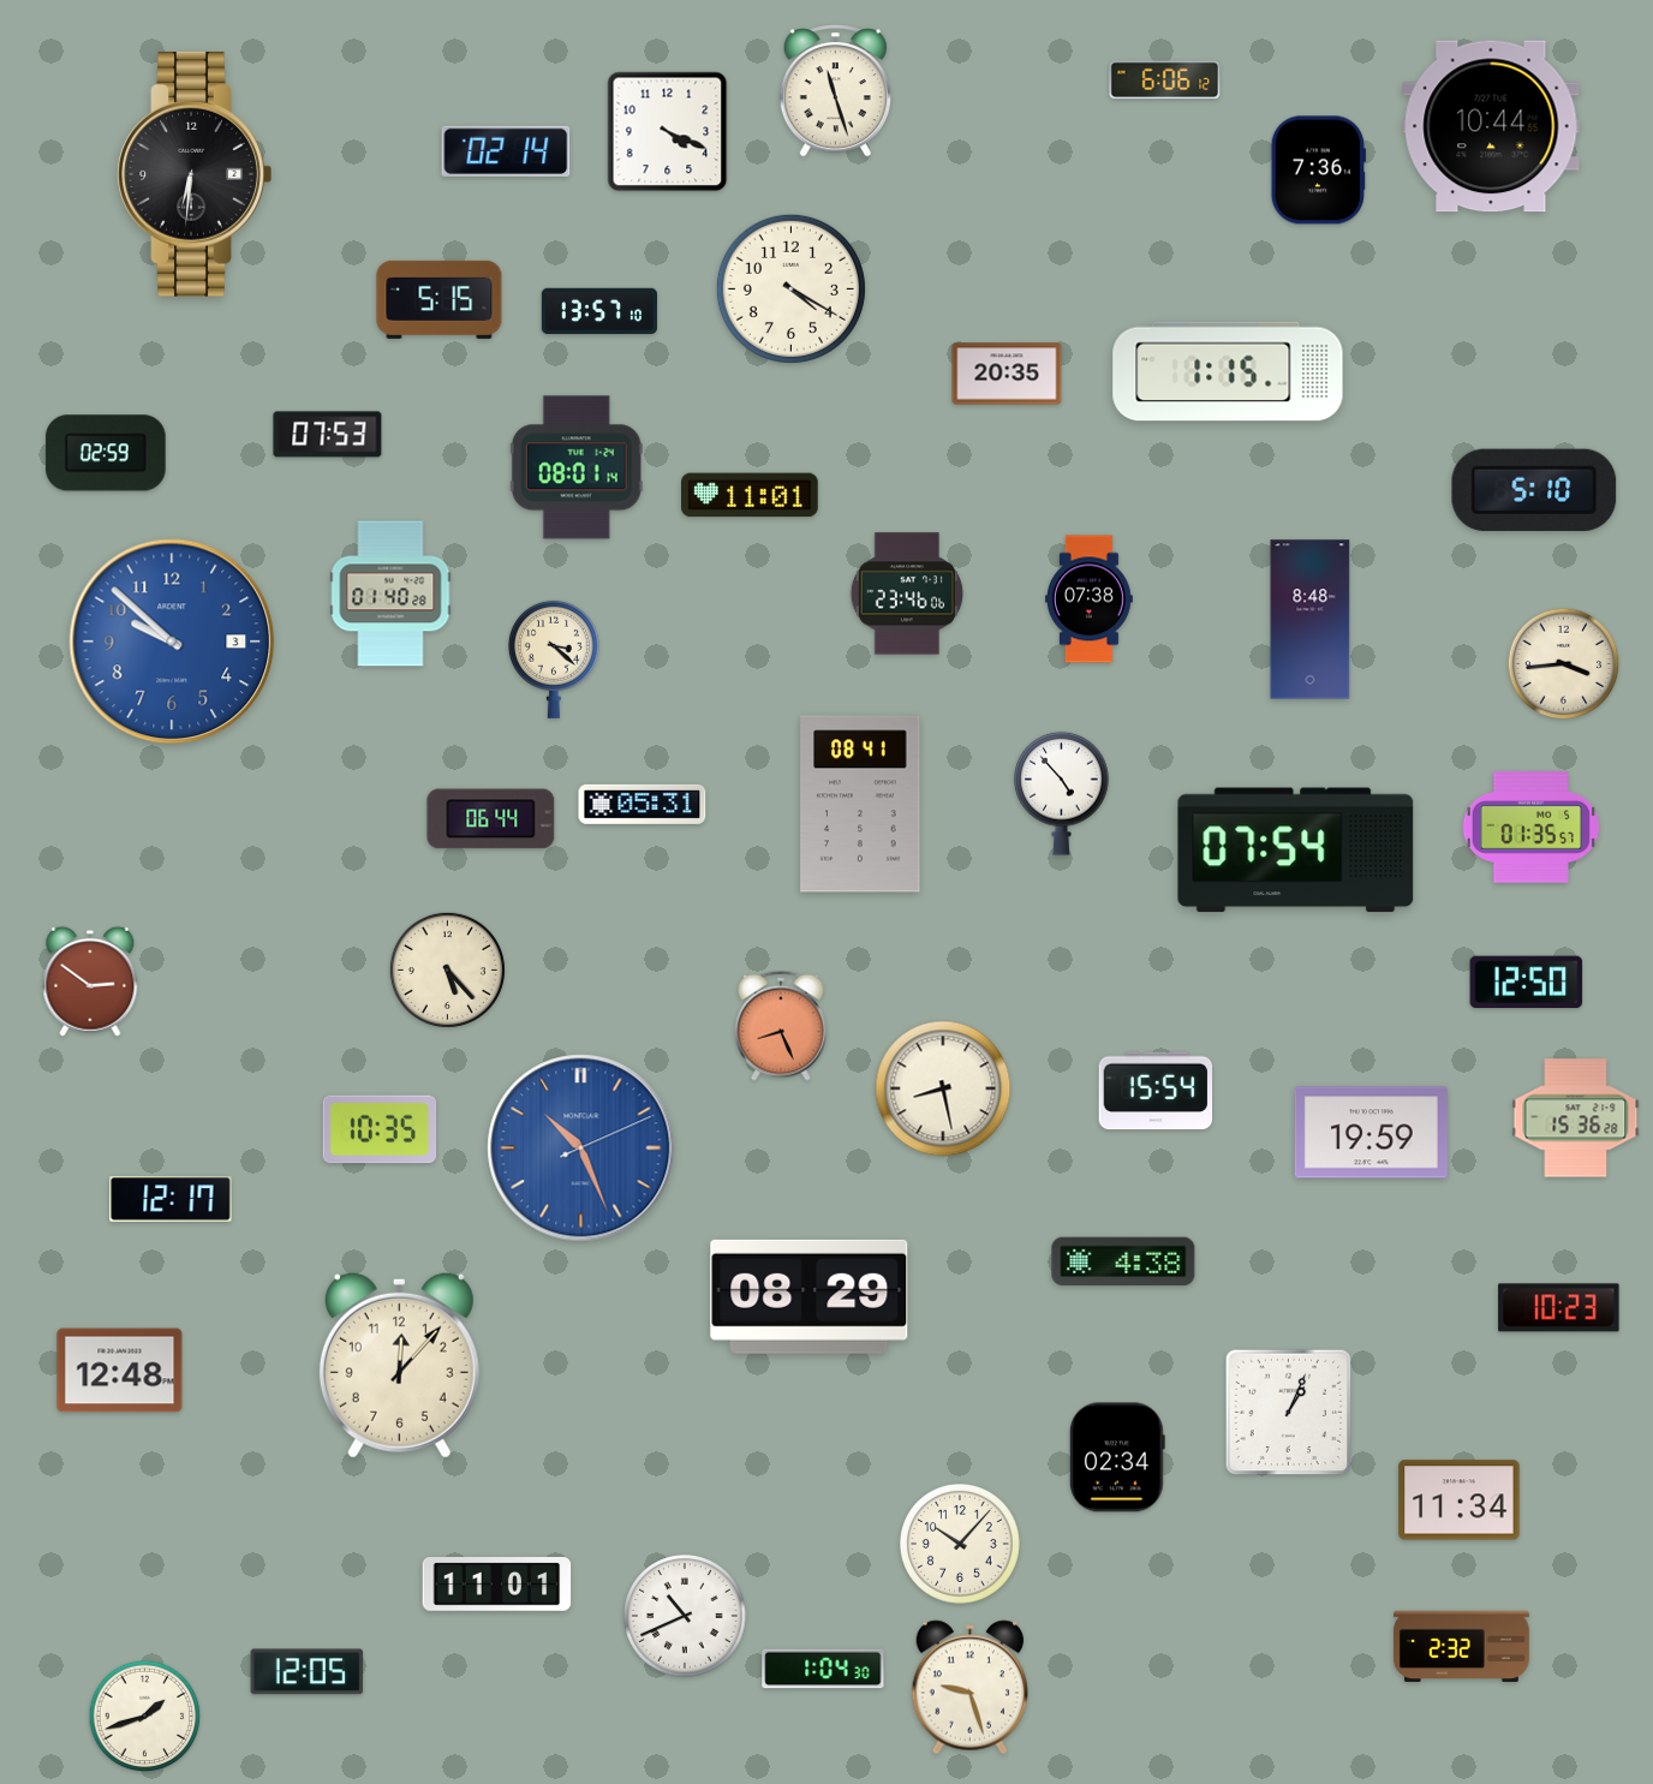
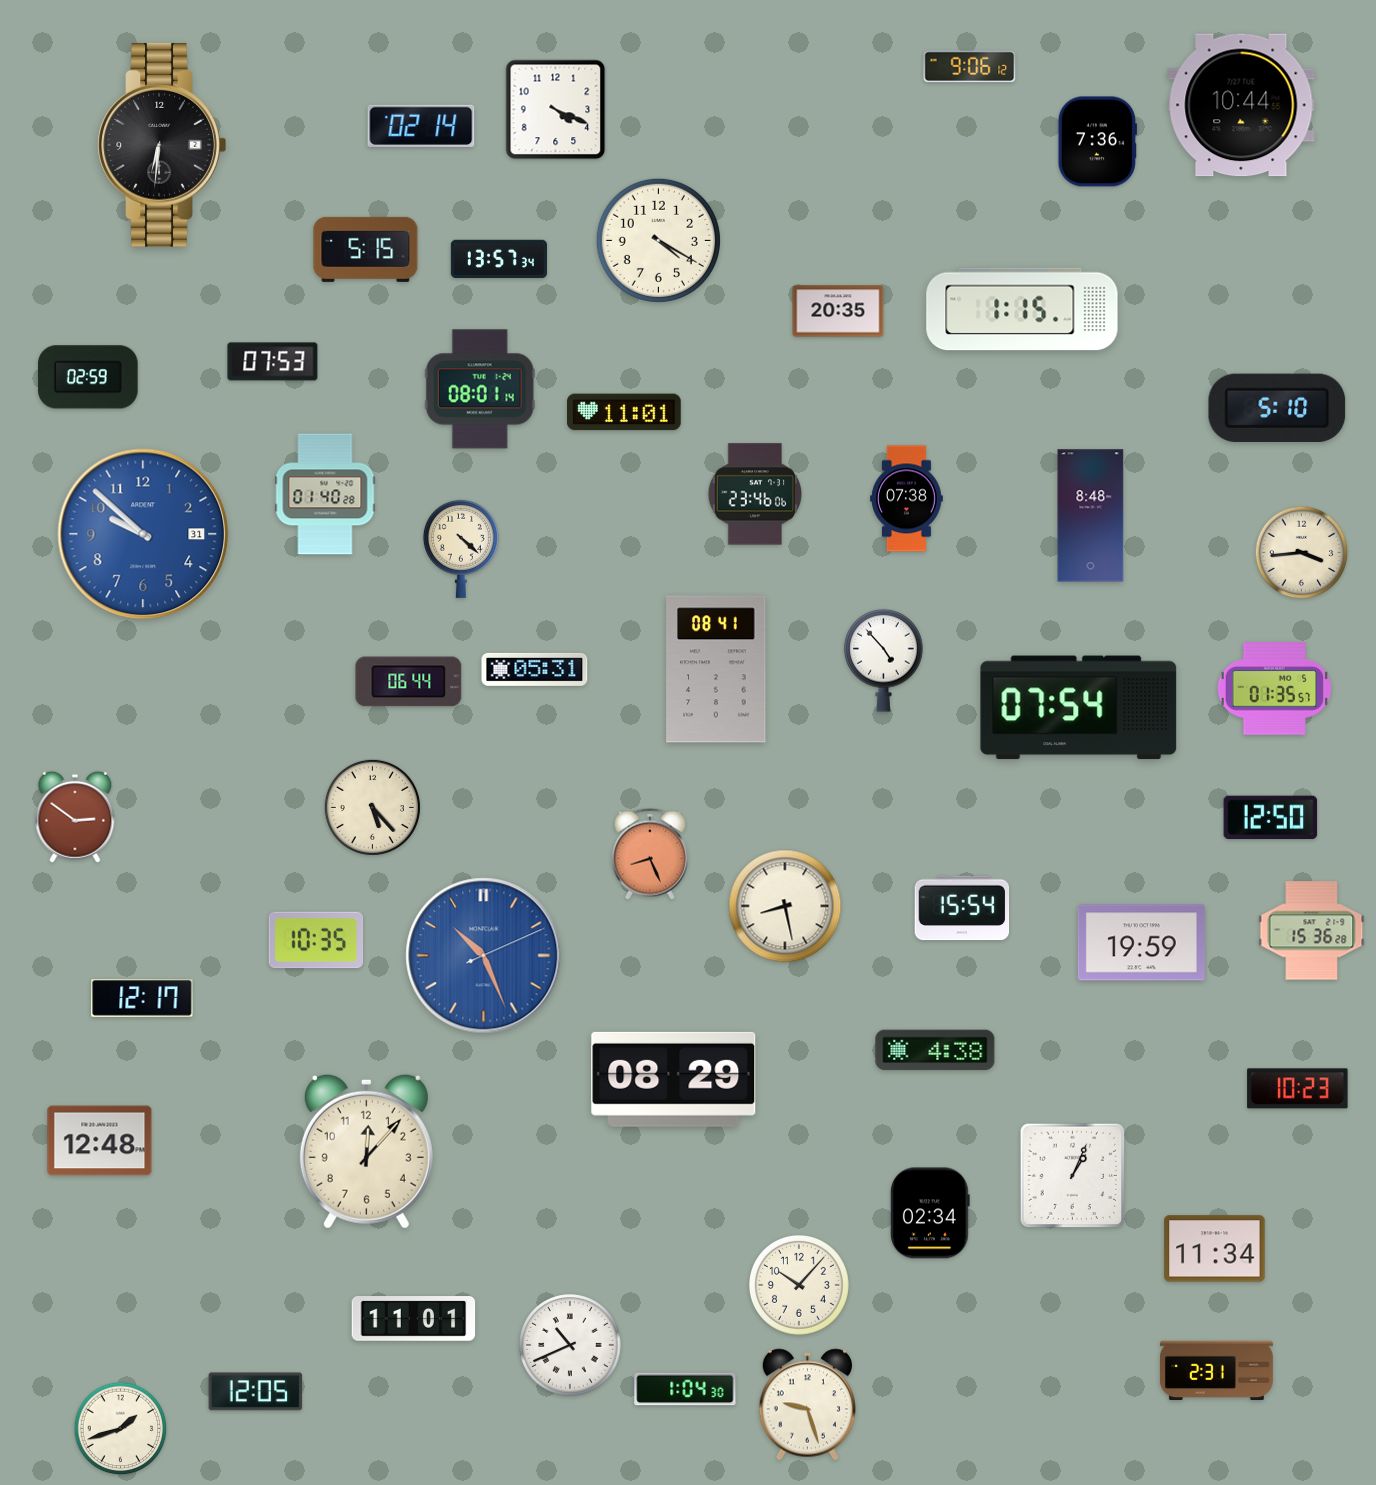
clock at (1165, 80): 6:06 -> 9:06
clock at (835, 91): 11:27 -> none
clock at (599, 311): 13:57:10 -> 13:57:34
clock at (172, 642) date: 3 -> 31
clock at (554, 660): 3:22 -> 4:22
clock at (399, 1365) position: (399, 1365) -> (366, 1151)
clock at (1461, 1647): 2:32 -> 2:31
